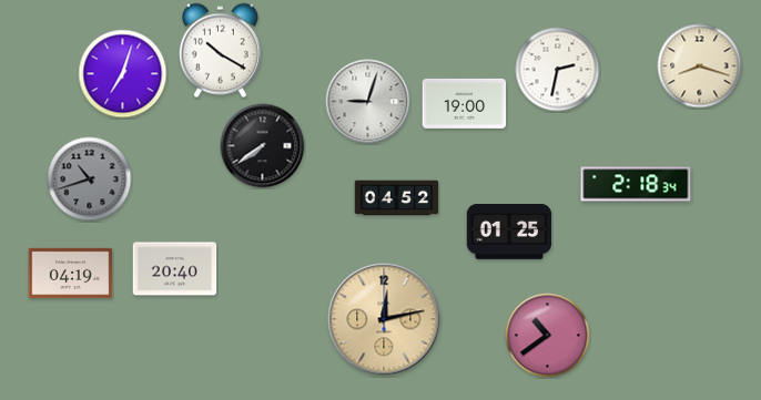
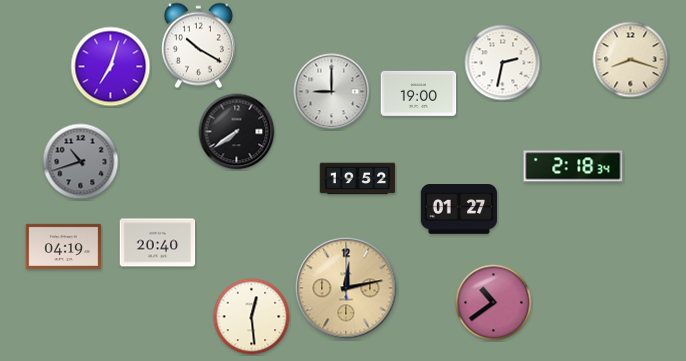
clock at (368, 102): 9:03 -> 9:00
clock at (397, 198): 04:52 -> 19:52
clock at (509, 233): 01:25 -> 01:27
clock at (252, 317): none -> 12:29
